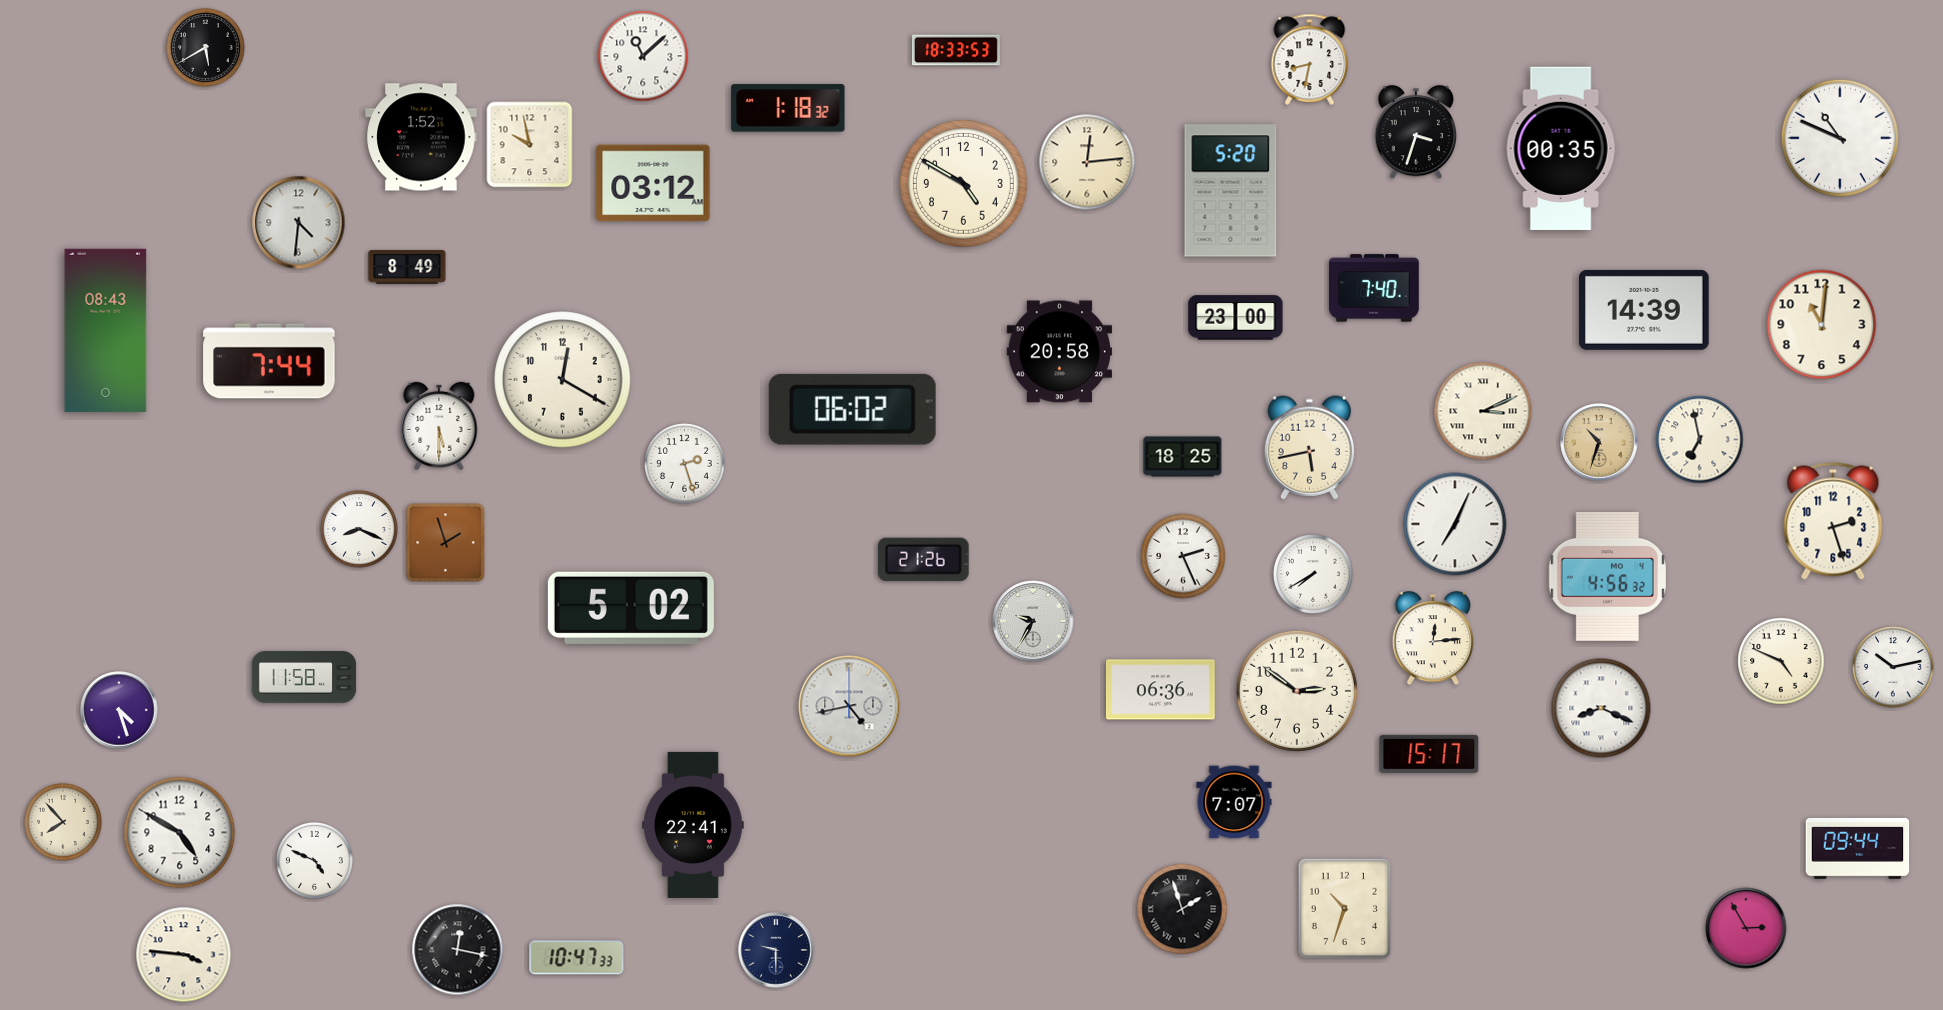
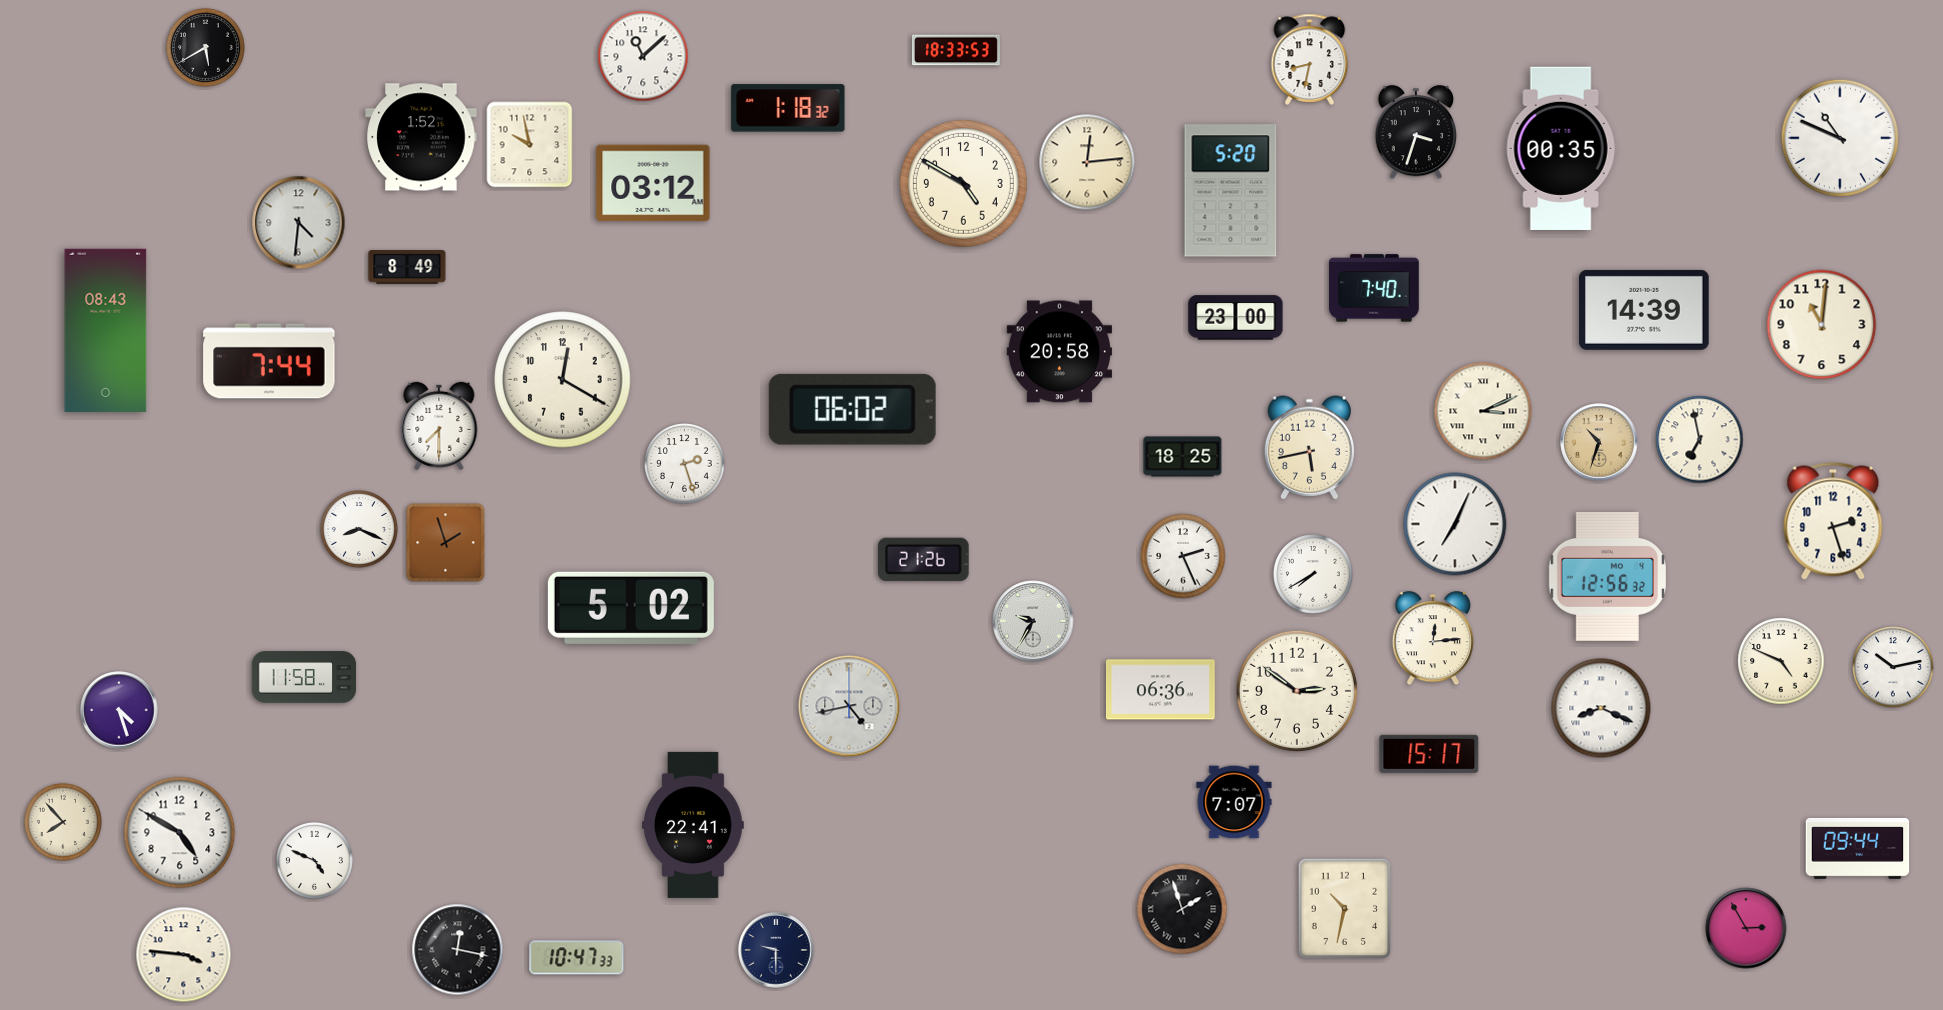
clock at (439, 426): 5:30 -> 7:30
clock at (1607, 576): 4:56 -> 12:56
clock at (1345, 909): 10:33 -> 10:32
